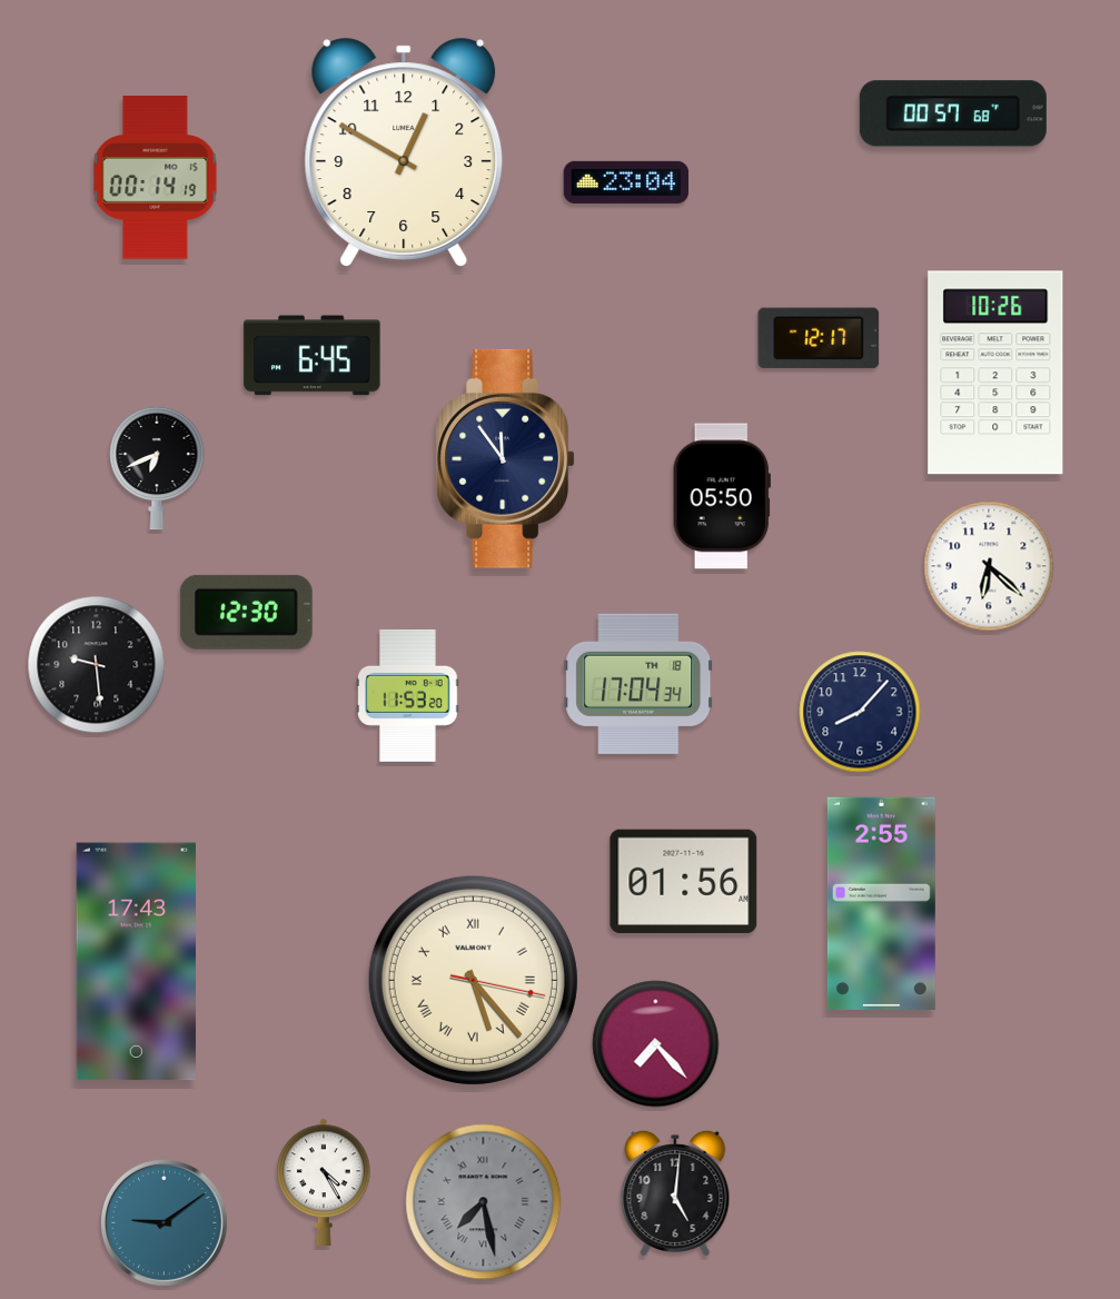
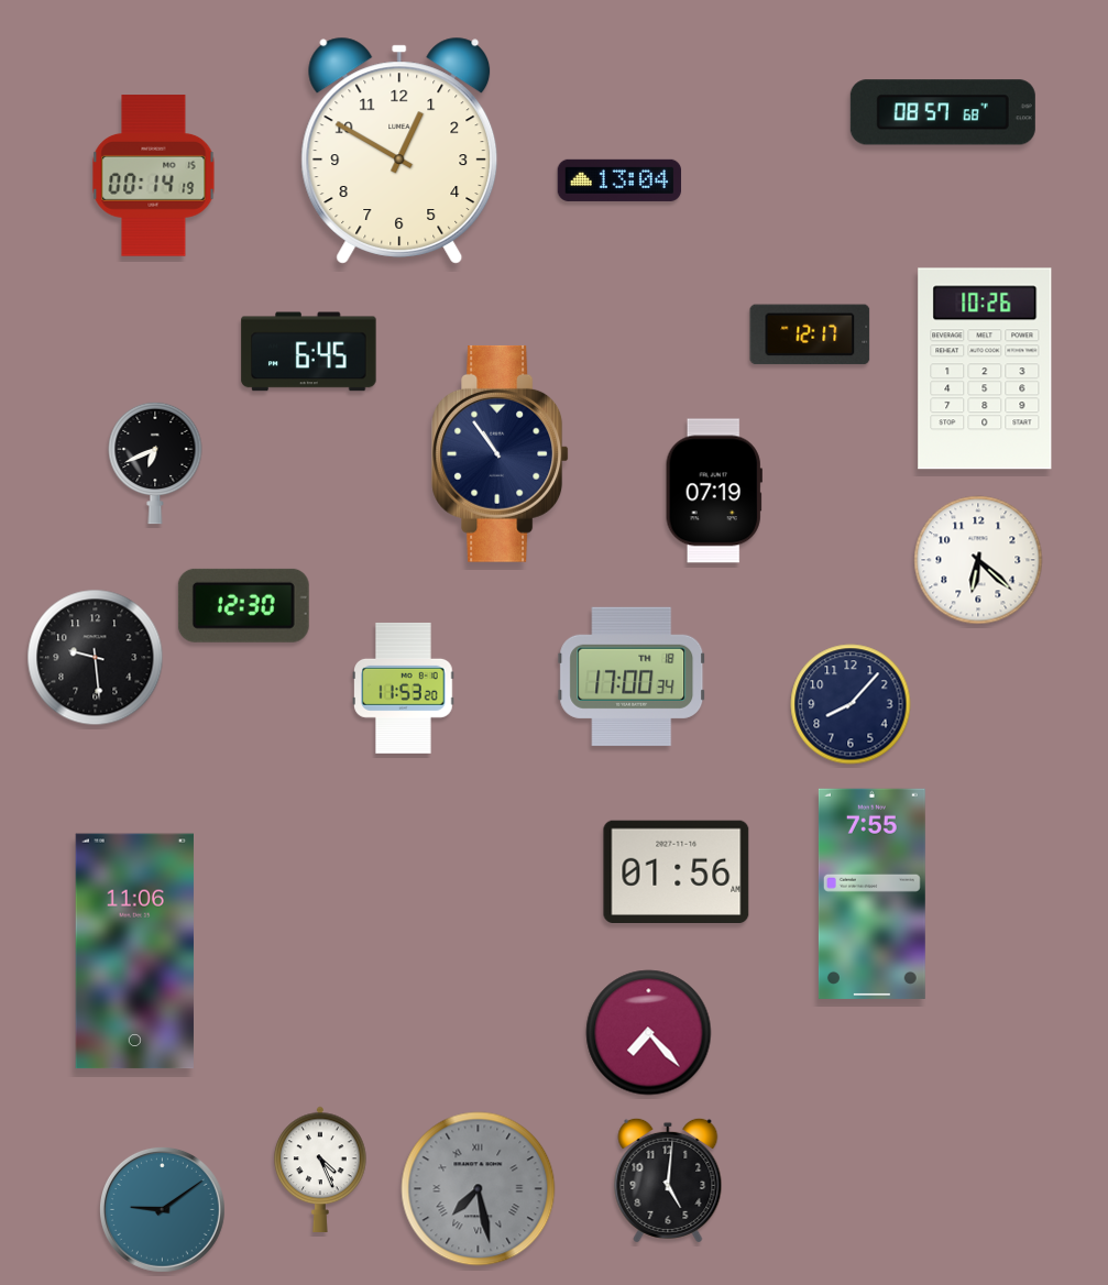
clock at (953, 113): 00:57 -> 08:57
clock at (626, 182): 23:04 -> 13:04
clock at (506, 458): 11:54 -> 10:54
clock at (722, 496): 05:50 -> 07:19
clock at (638, 684): 17:04 -> 17:00
clock at (881, 903): 2:55 -> 7:55
clock at (136, 962): 17:43 -> 11:06
clock at (473, 980): 5:23 -> none
clock at (324, 1182): 4:25 -> 4:26
